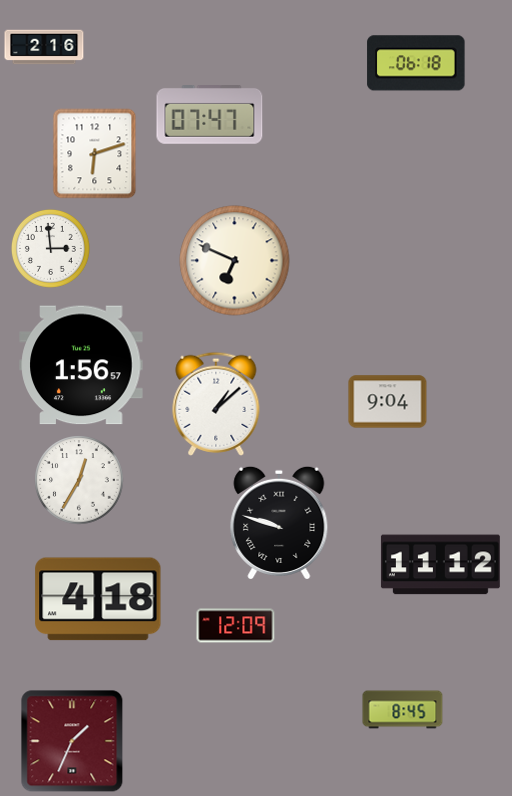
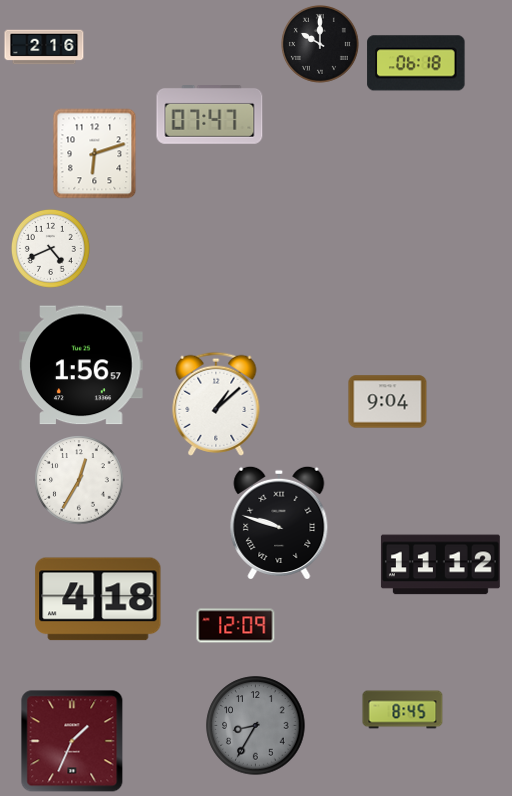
clock at (320, 44): none -> 10:00
clock at (50, 248): 2:59 -> 4:41
clock at (235, 261): 6:49 -> none
clock at (256, 726): none -> 8:35
